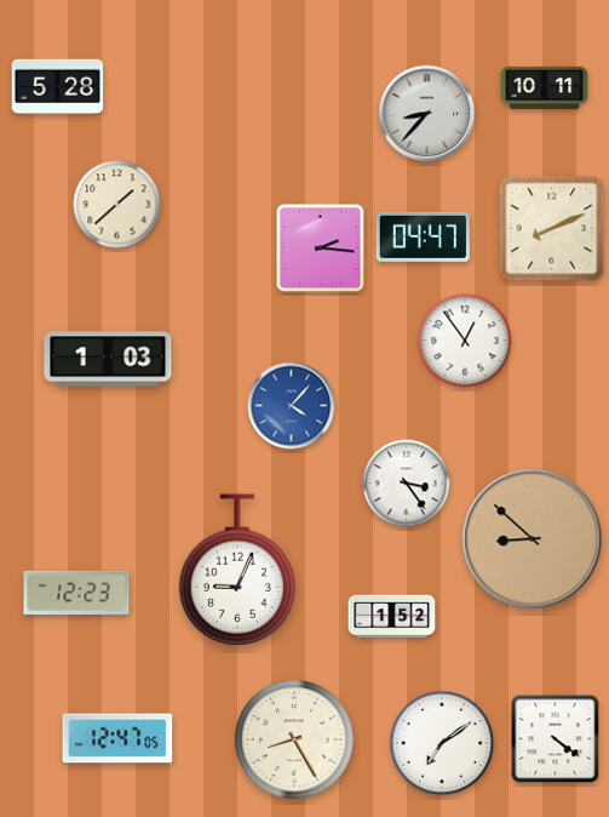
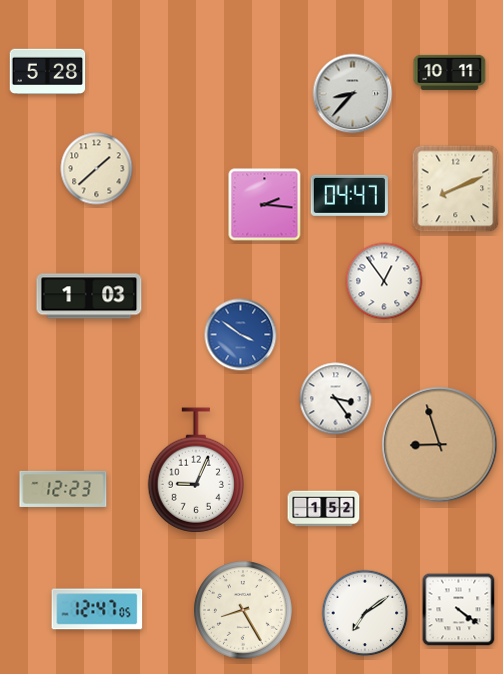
clock at (292, 406): 4:07 -> 3:51
clock at (533, 539): 8:52 -> 8:57
